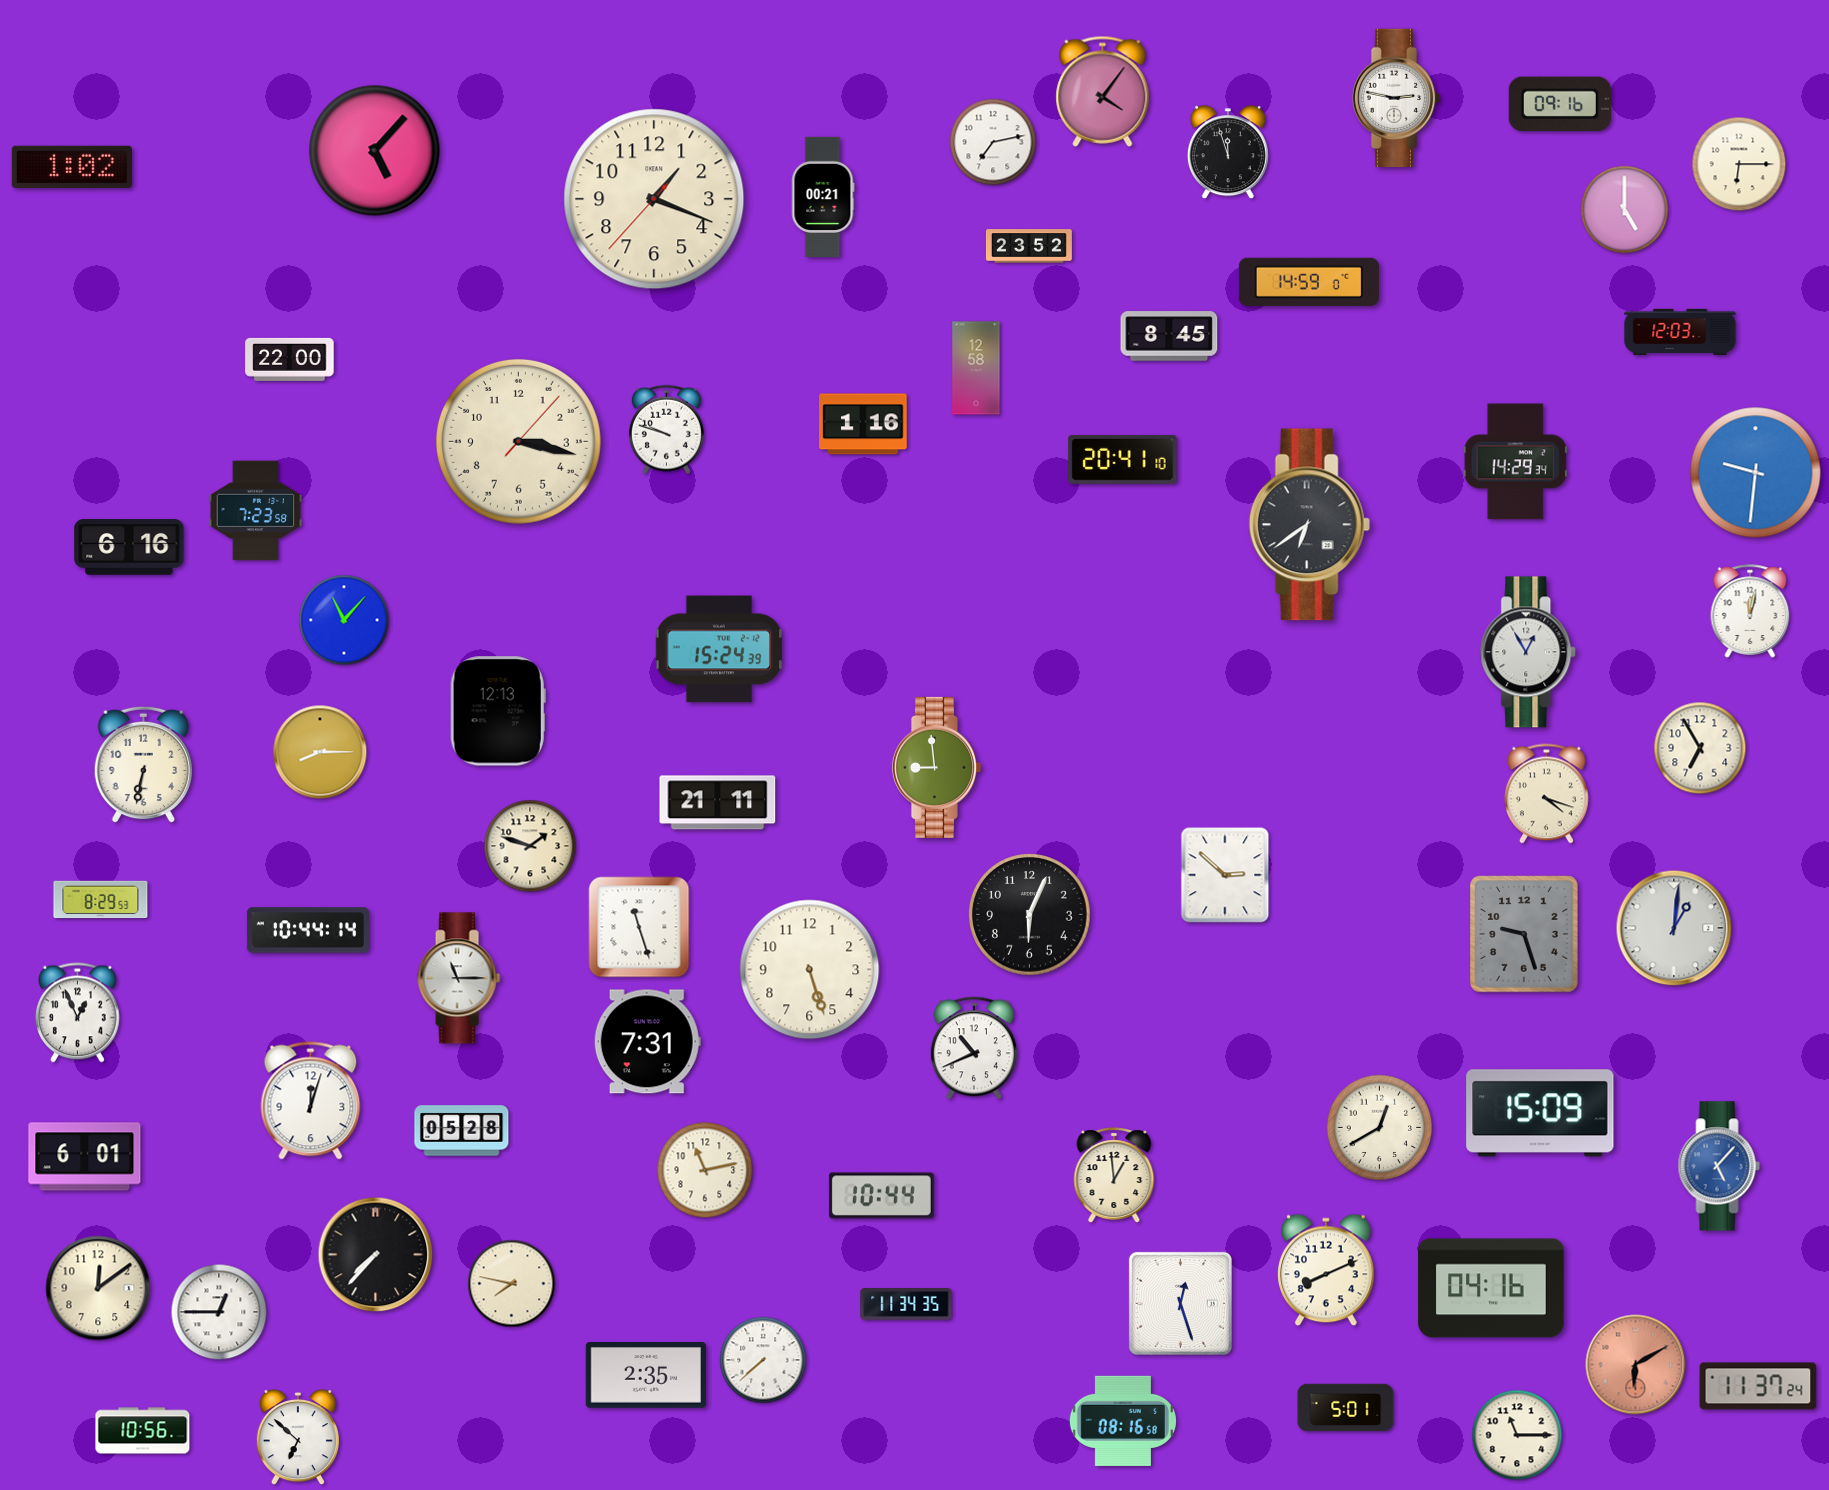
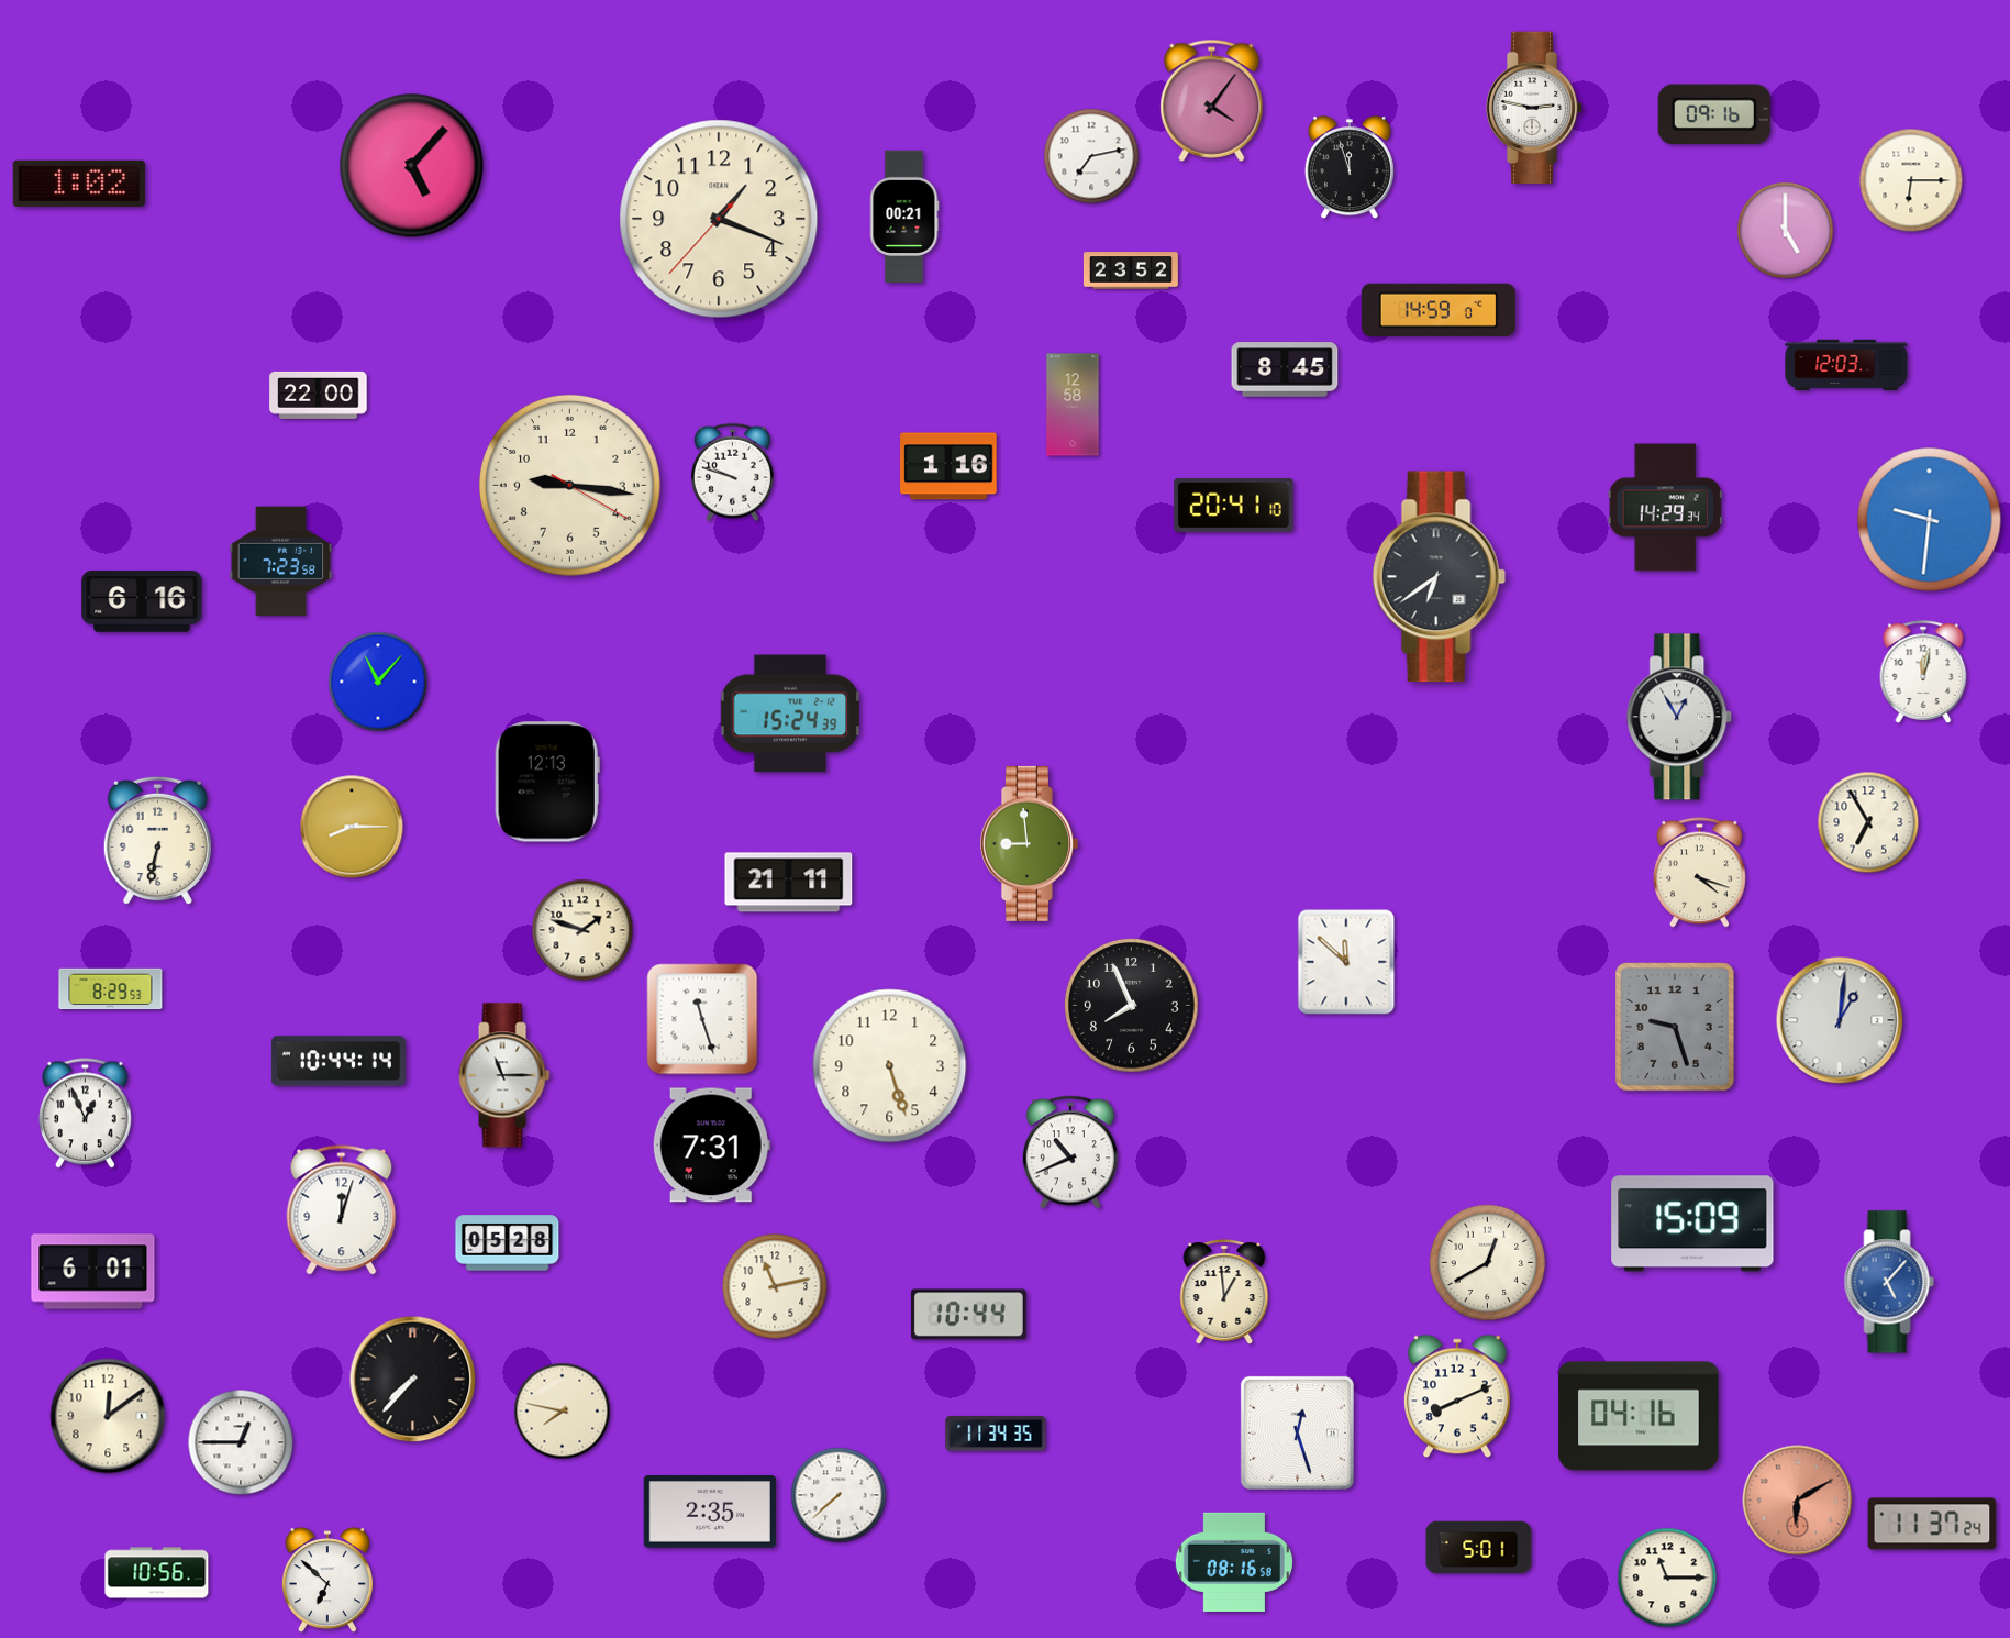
clock at (518, 441): 3:17 -> 9:16
clock at (1225, 875): 2:52 -> 11:52
clock at (1030, 915): 6:04 -> 7:56
clock at (308, 930) position: (308, 930) -> (338, 1061)
clock at (1380, 1128) position: (1380, 1128) -> (1488, 1263)
